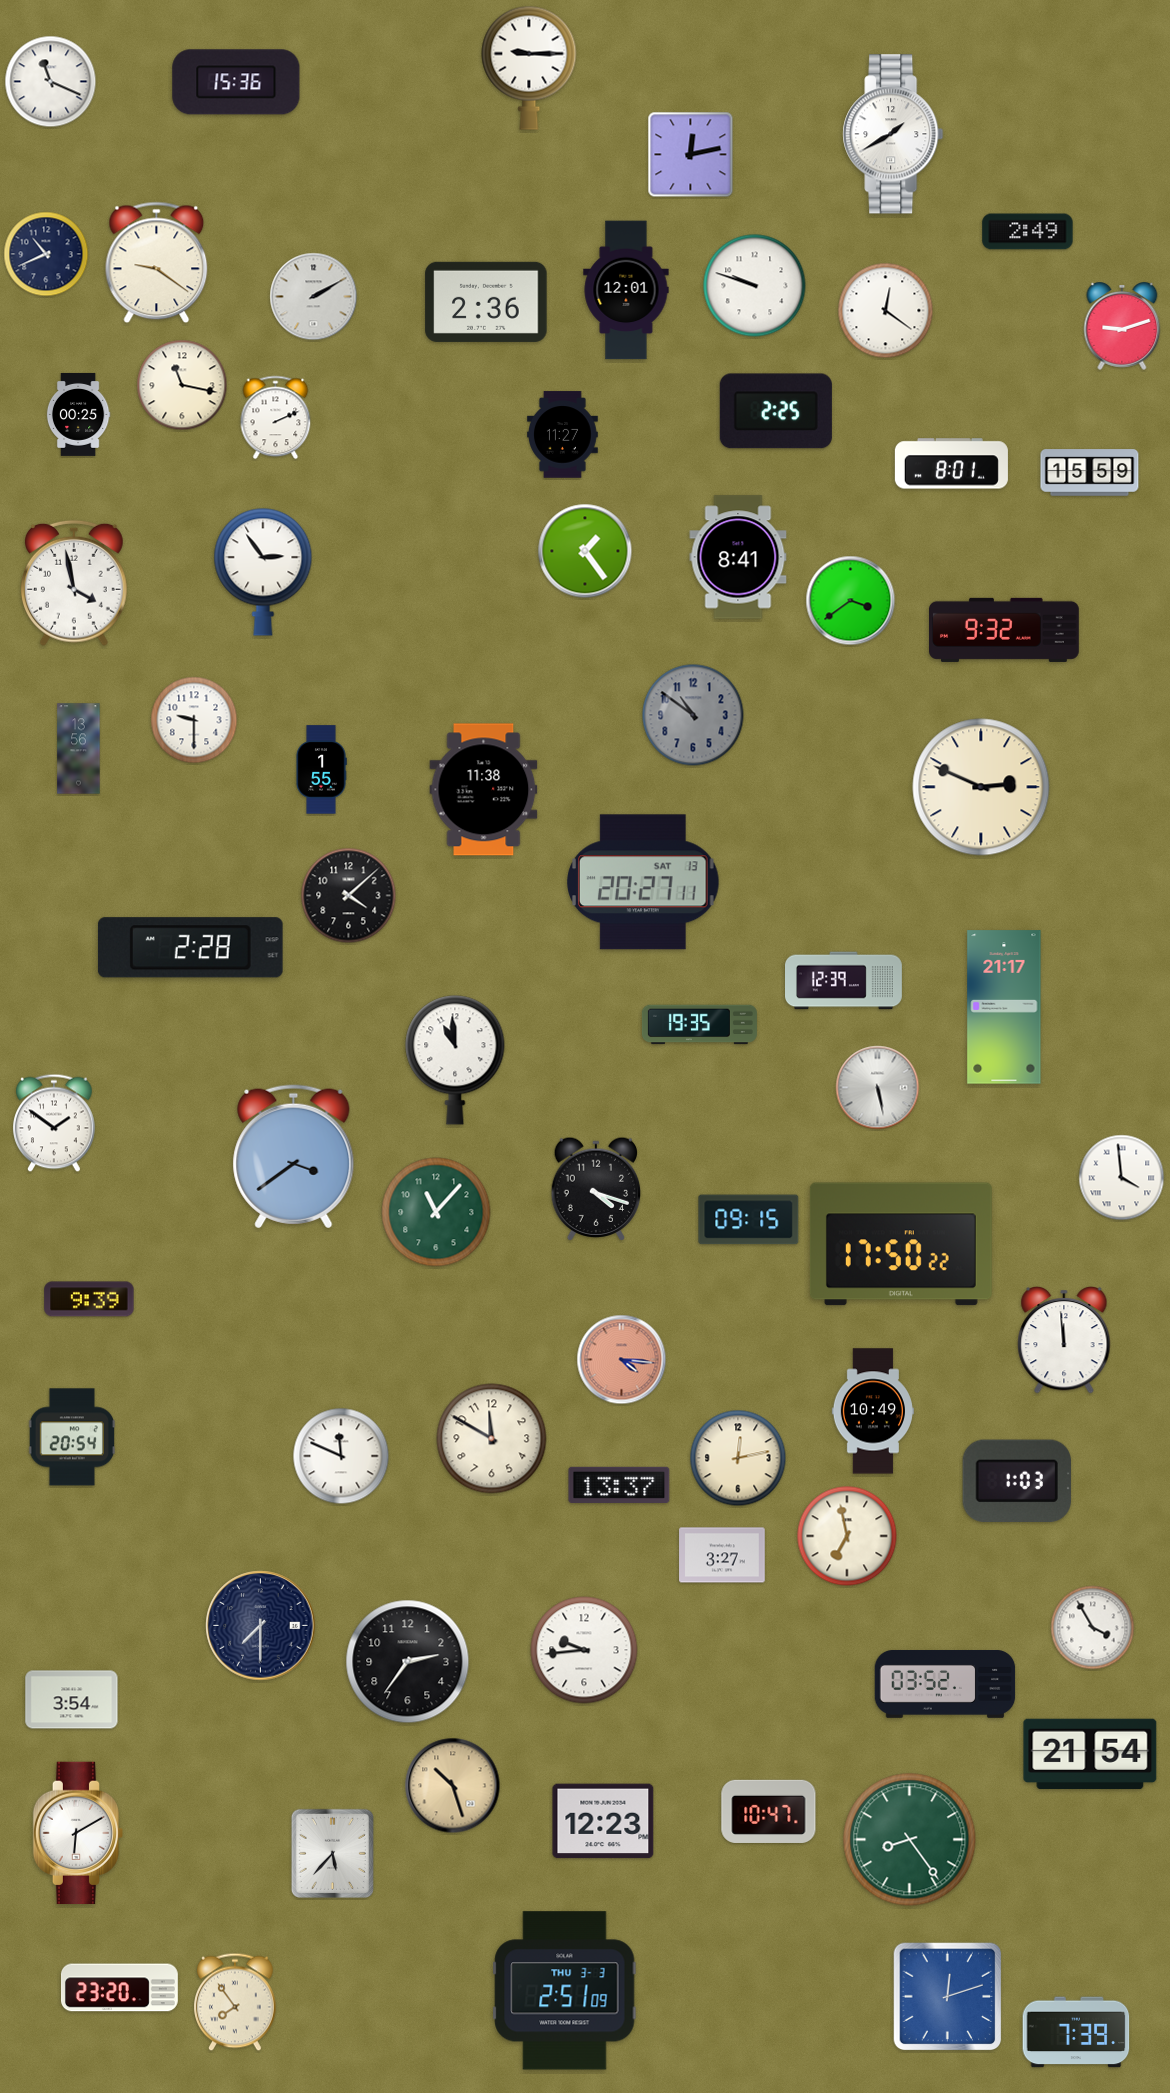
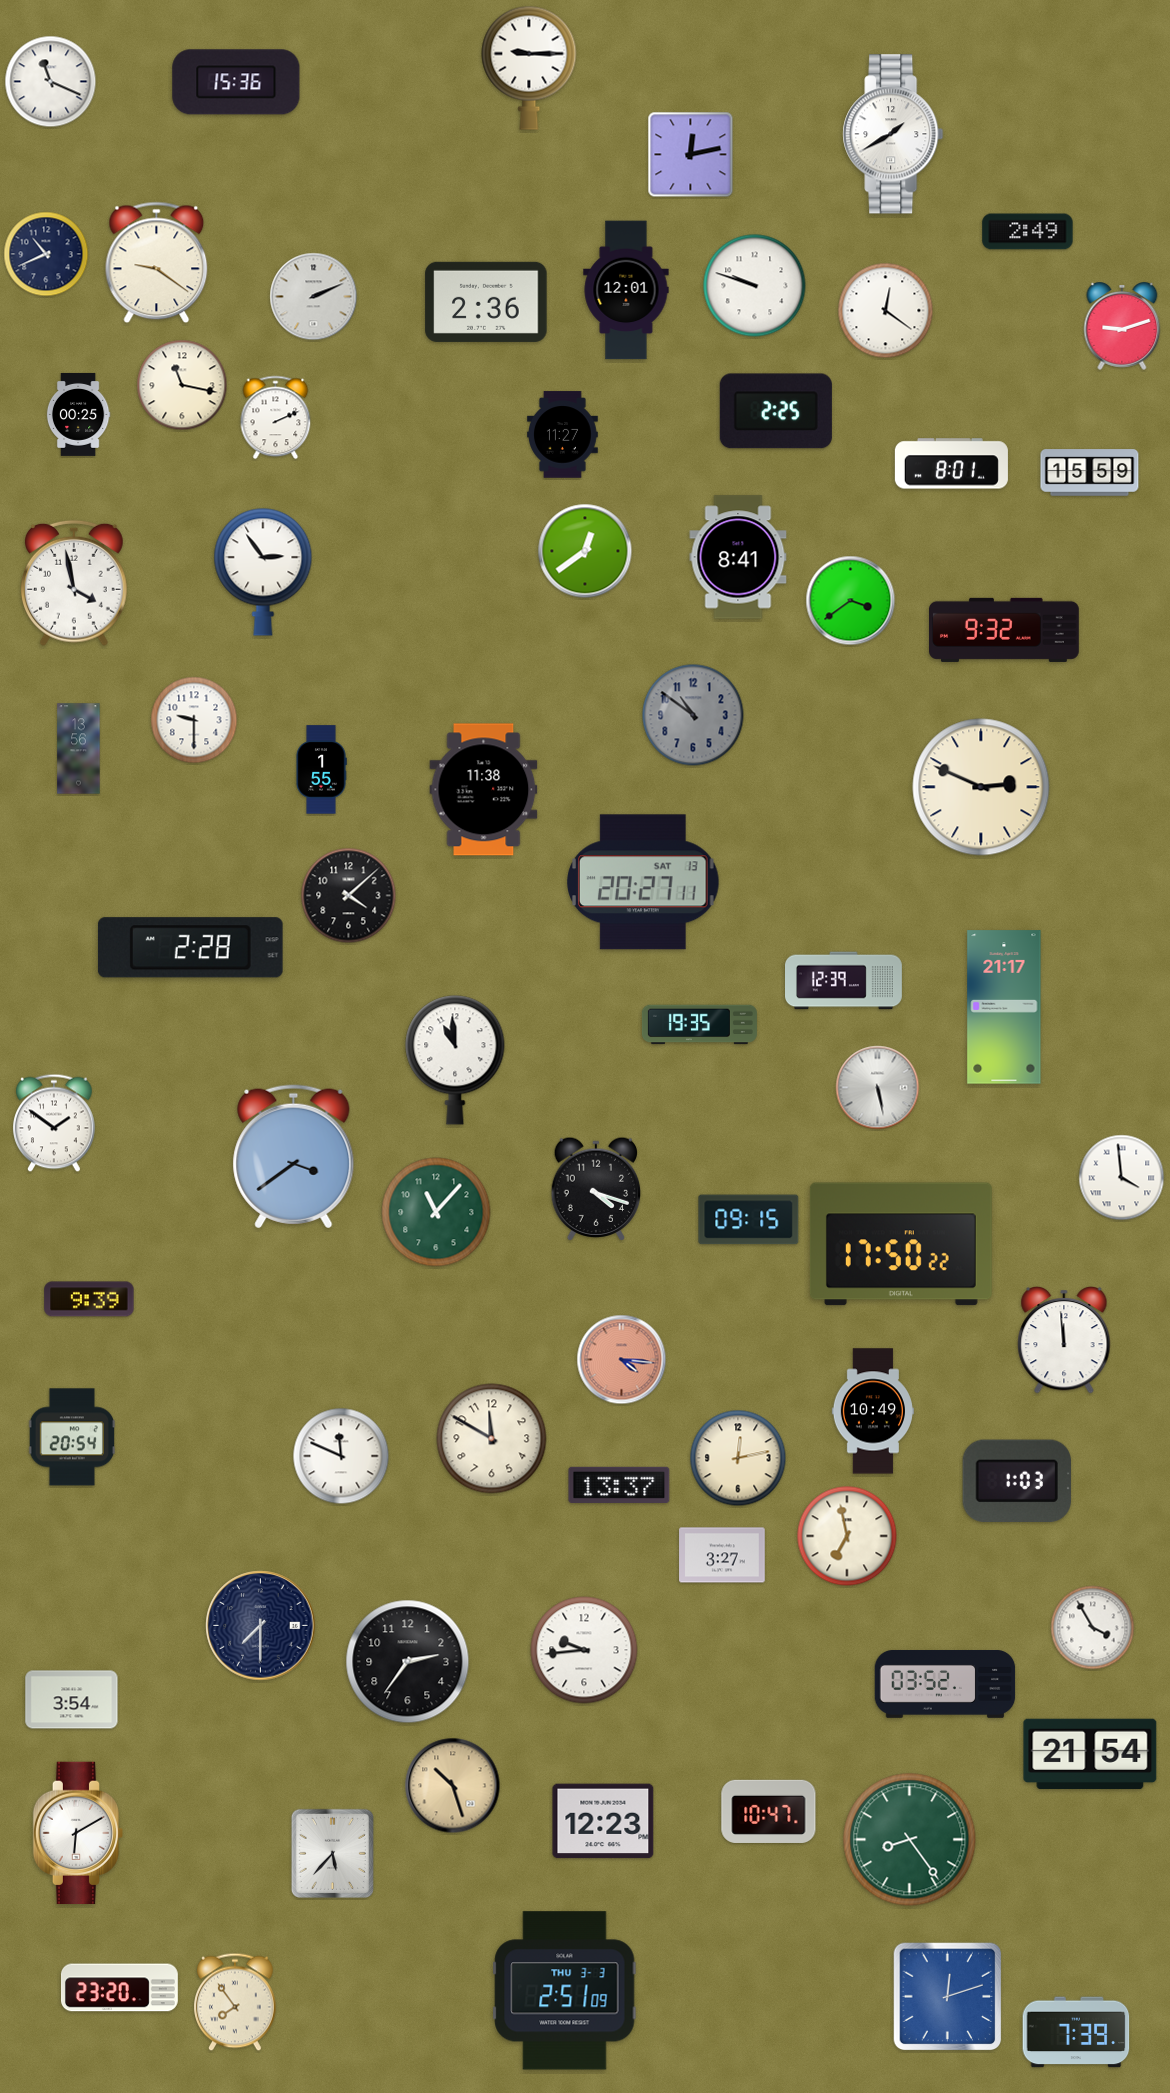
clock at (314, 297): 2:10 -> 2:11
clock at (585, 551): 1:24 -> 12:39
